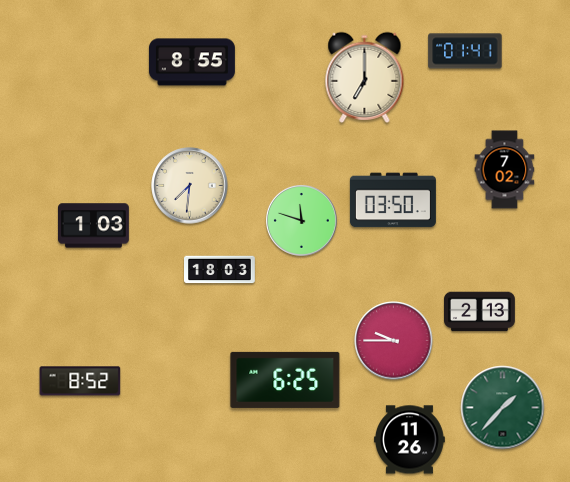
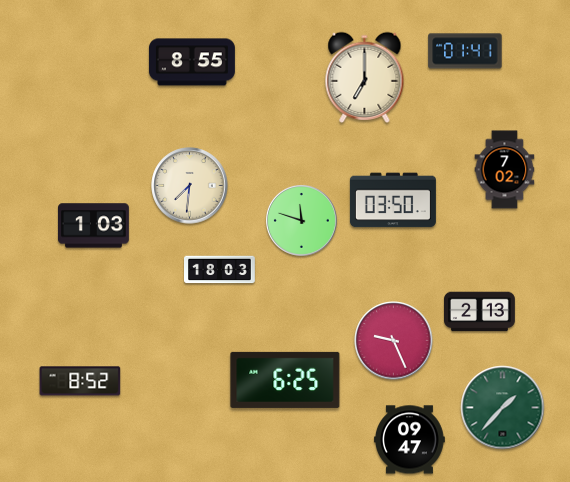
clock at (394, 341): 9:45 -> 9:26
clock at (410, 440): 11:26 -> 09:47
